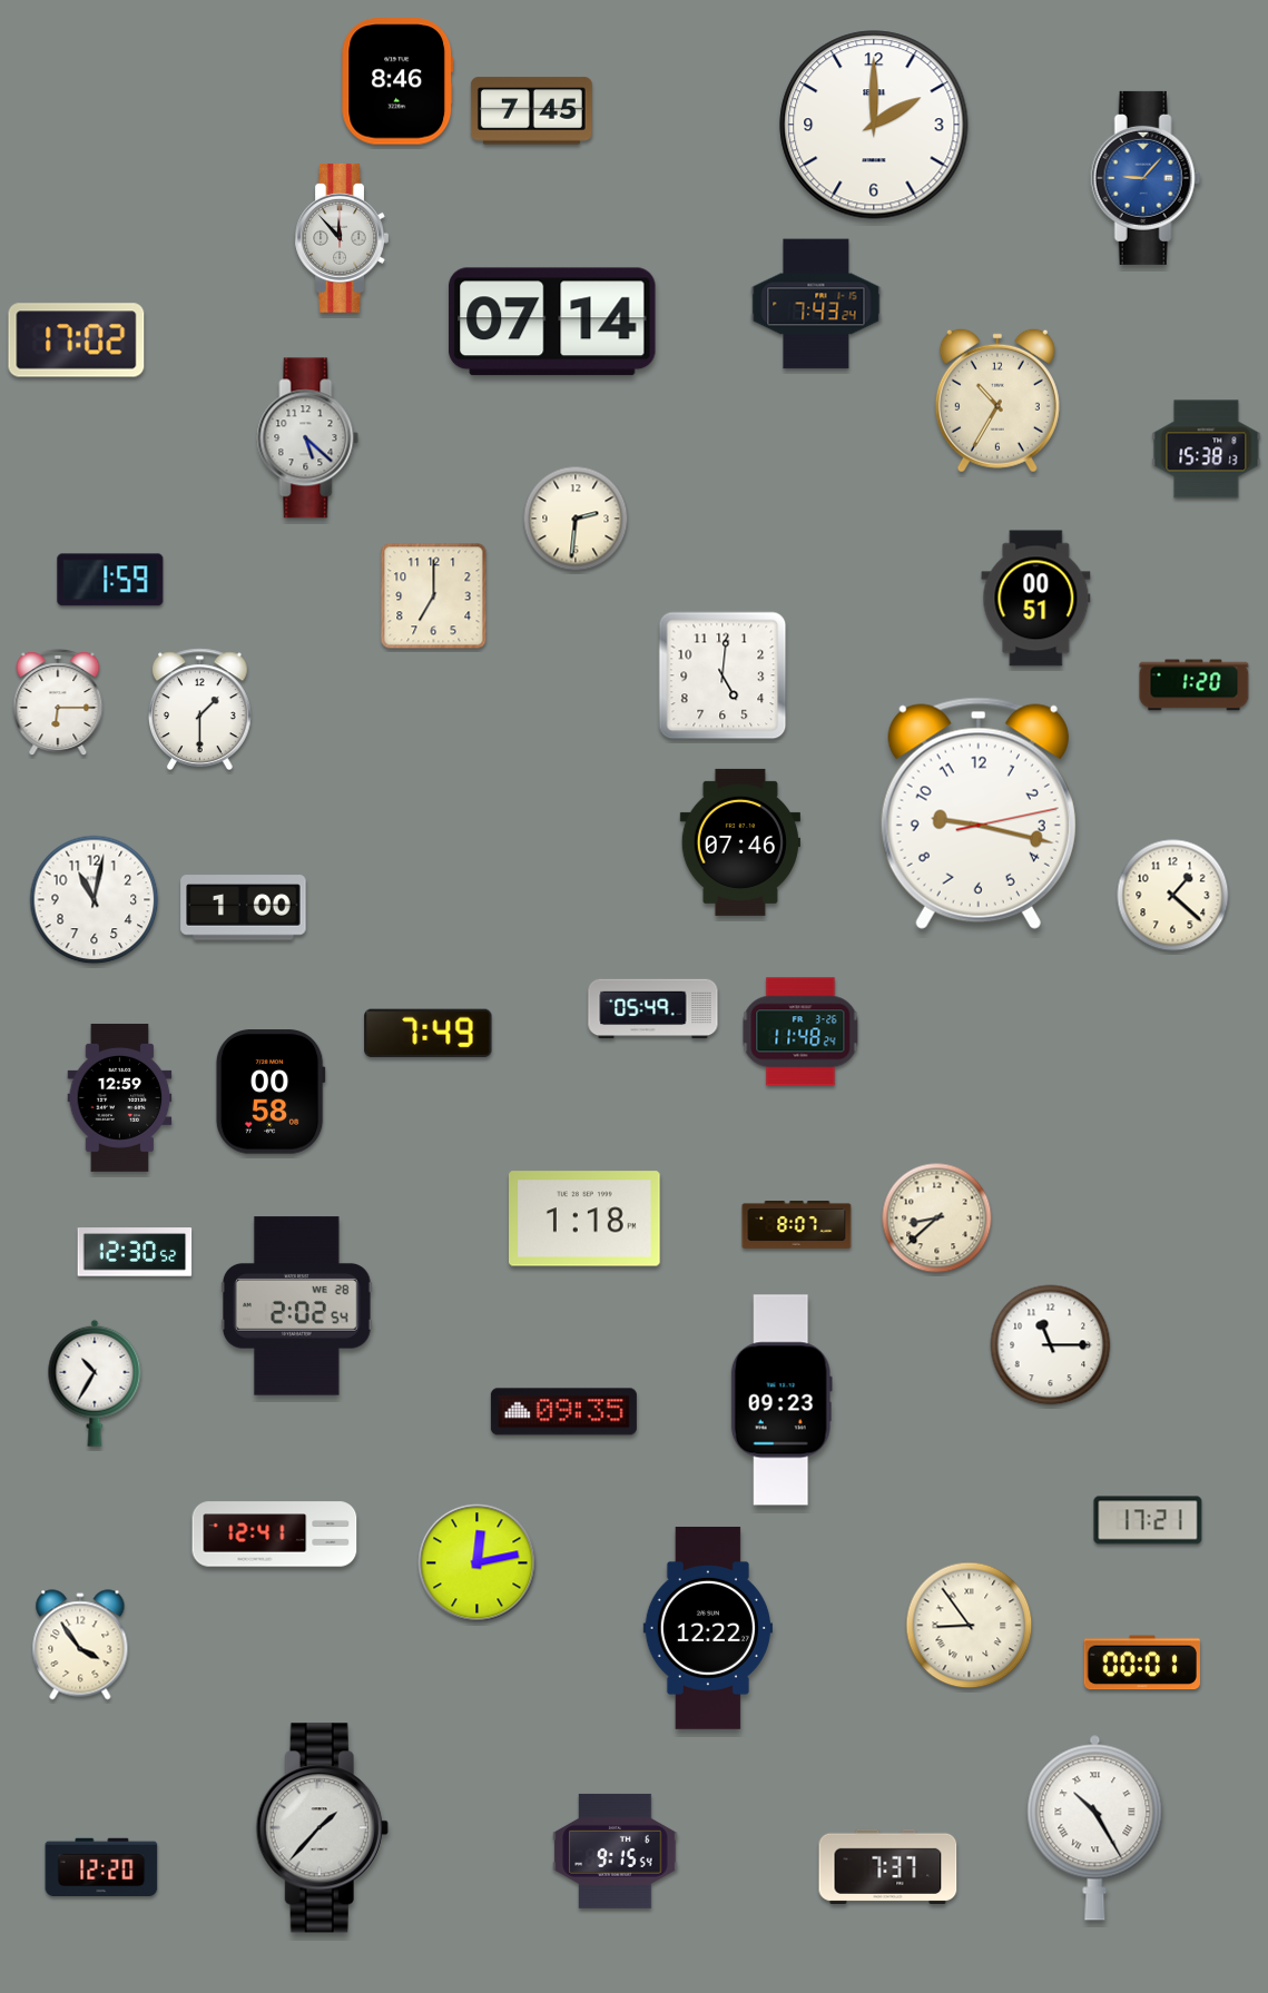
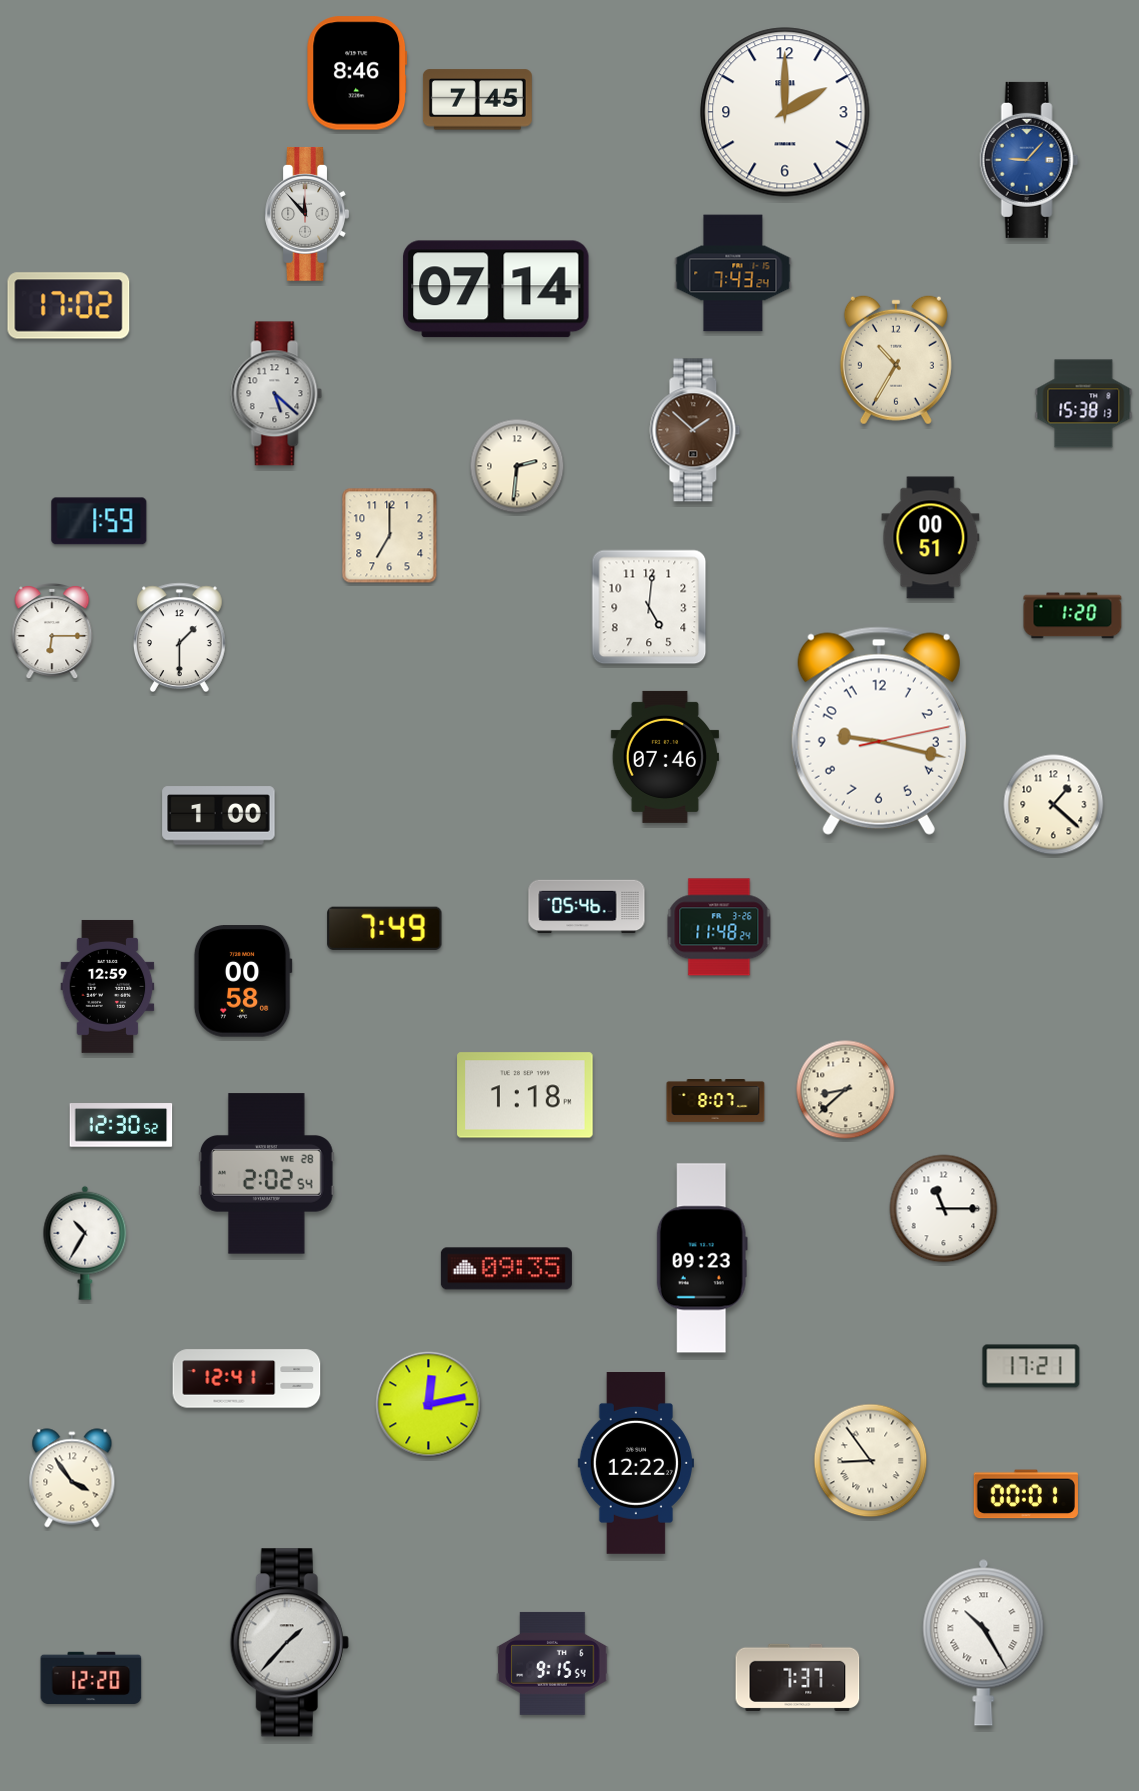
clock at (695, 430): none -> 1:52
clock at (95, 900): 11:02 -> none
clock at (653, 1009): 05:49 -> 05:46
clock at (937, 1219) position: (937, 1219) -> (846, 1090)
